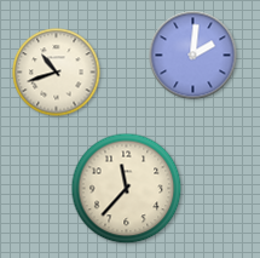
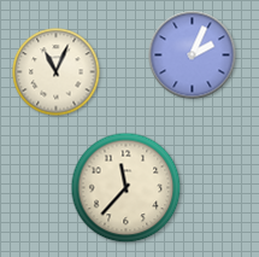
clock at (193, 56): 2:01 -> 2:04
clock at (57, 73): 10:42 -> 11:04
